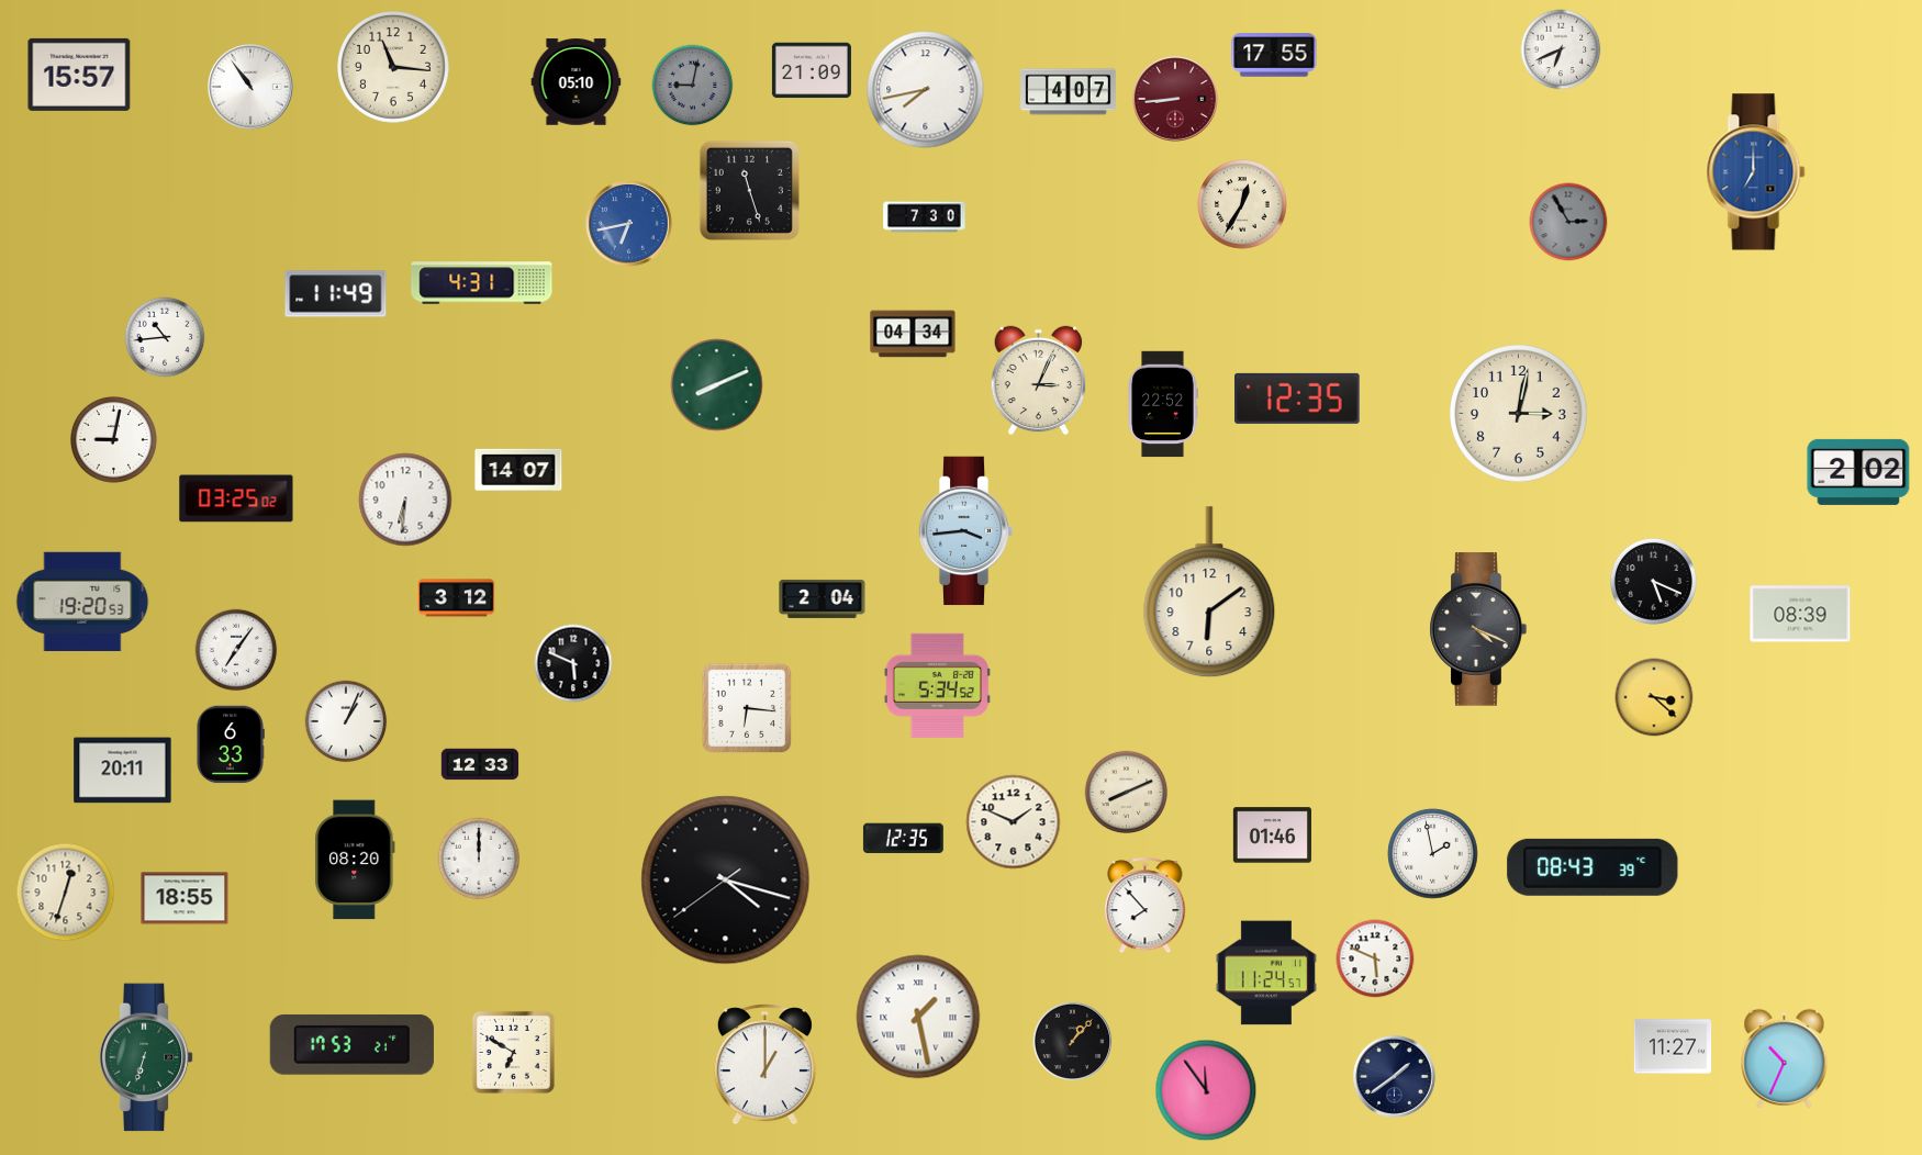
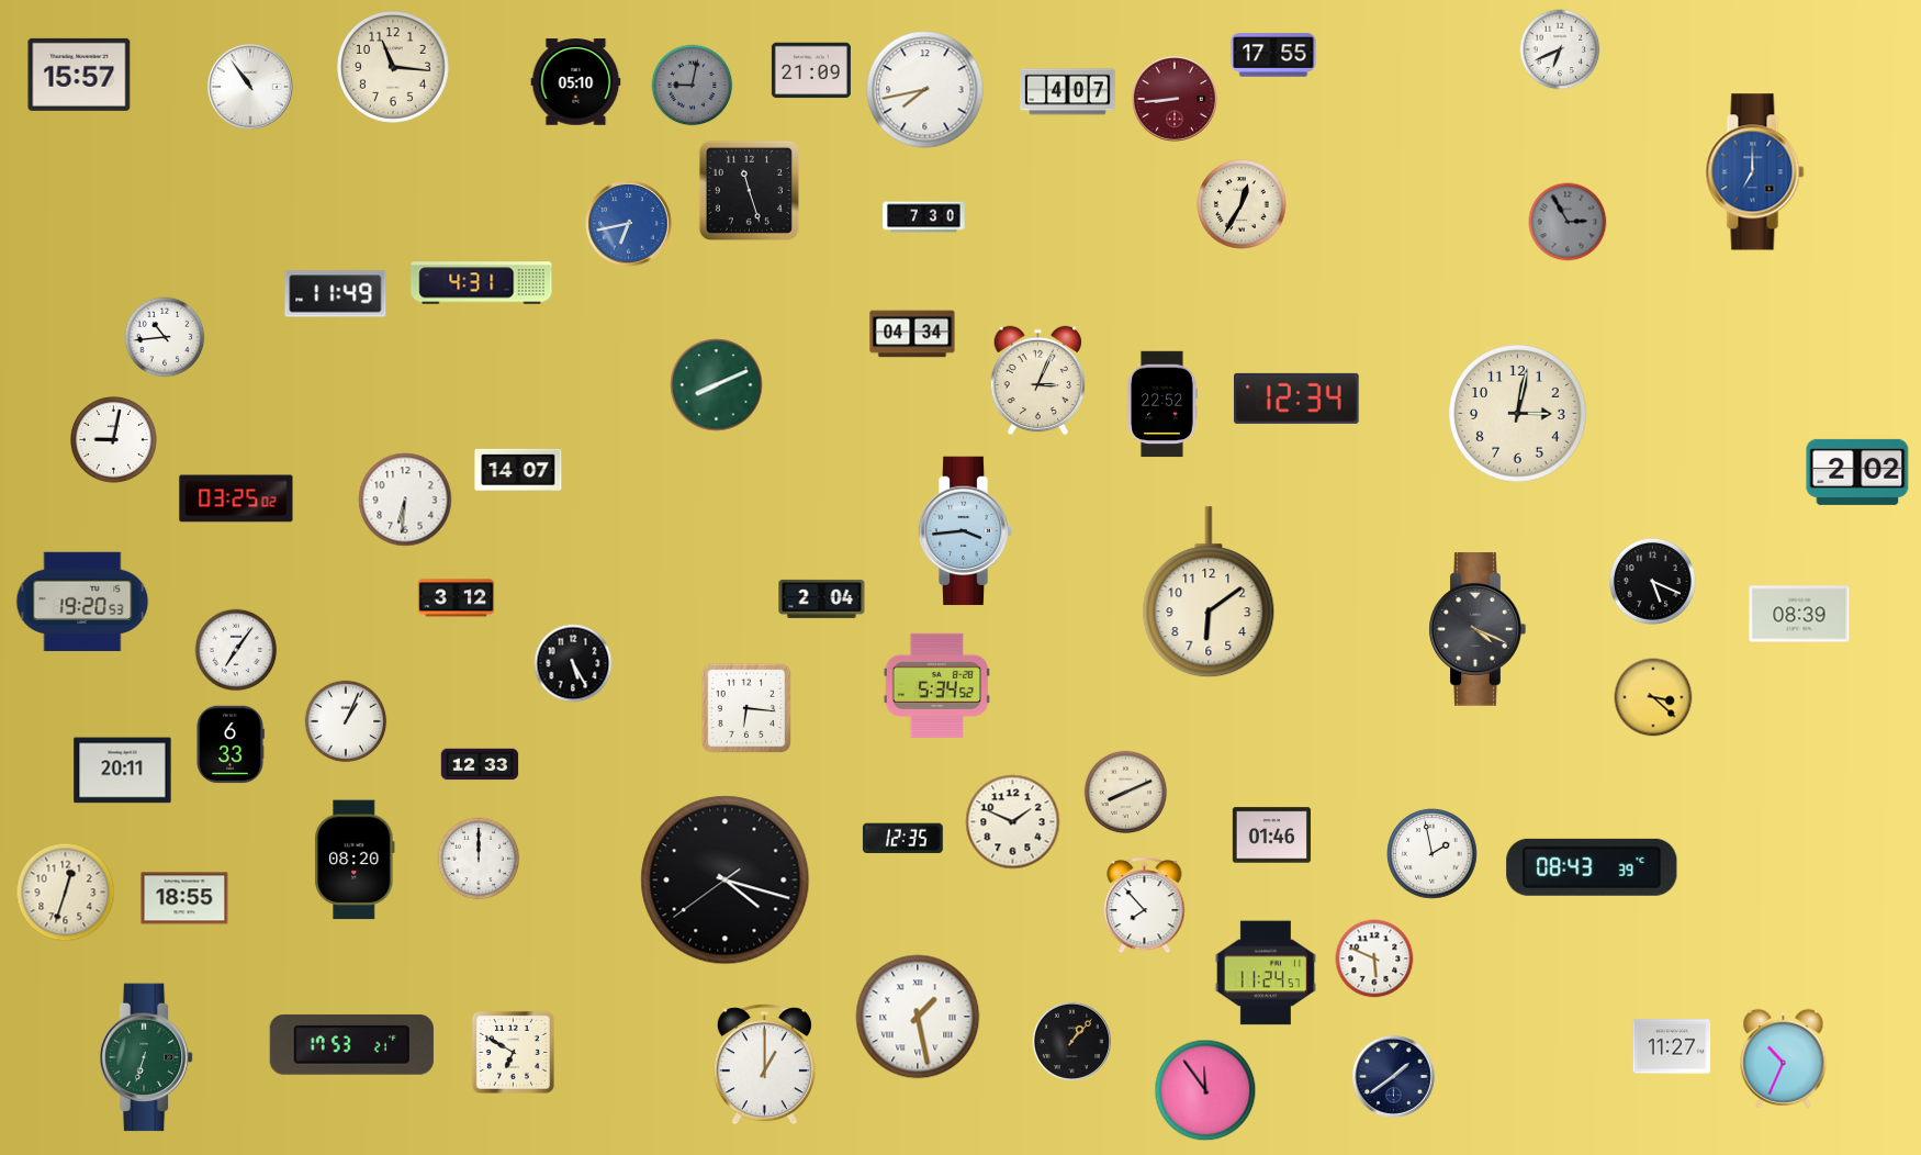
clock at (1297, 399): 12:35 -> 12:34
clock at (573, 663): 5:49 -> 5:25
